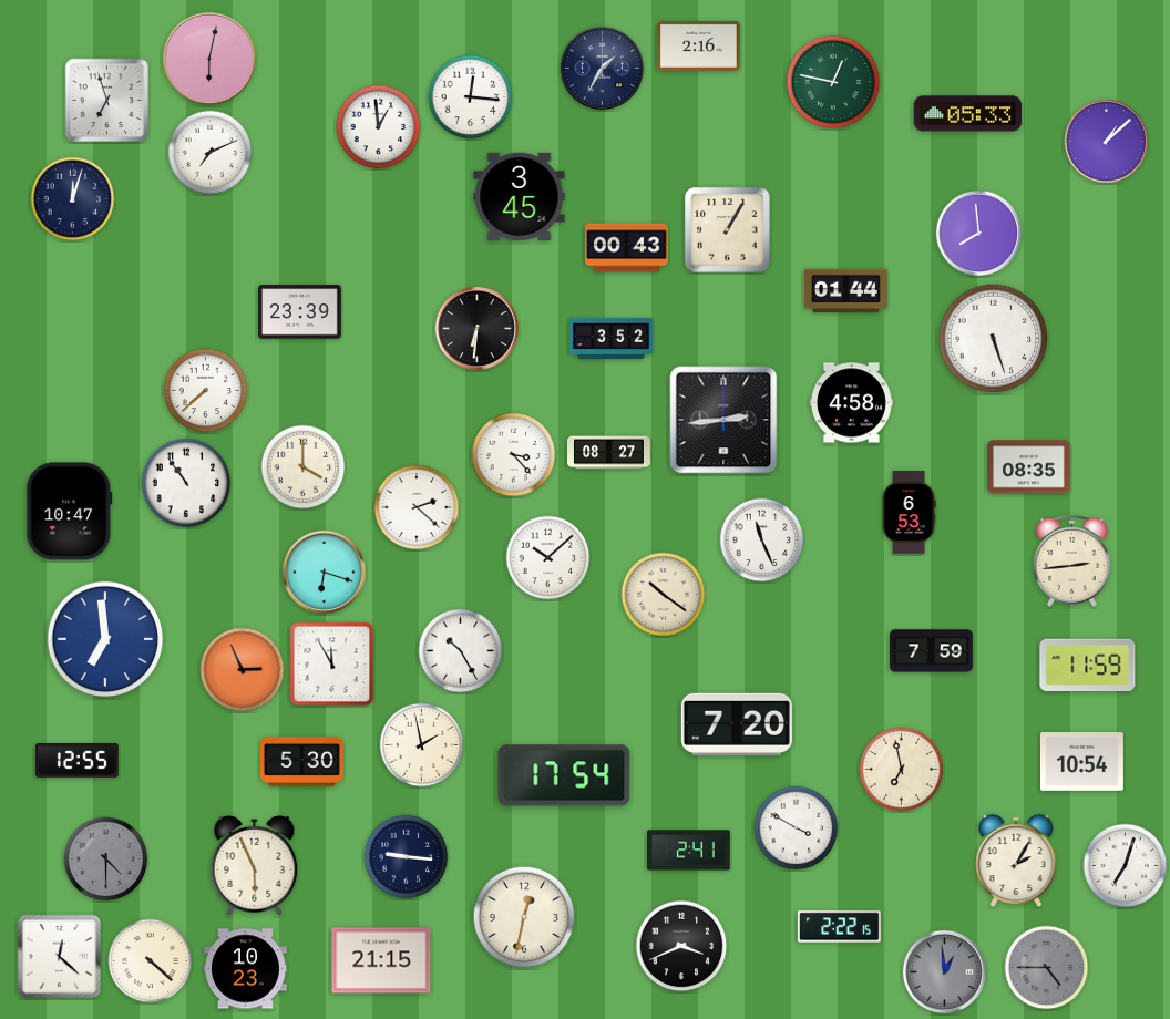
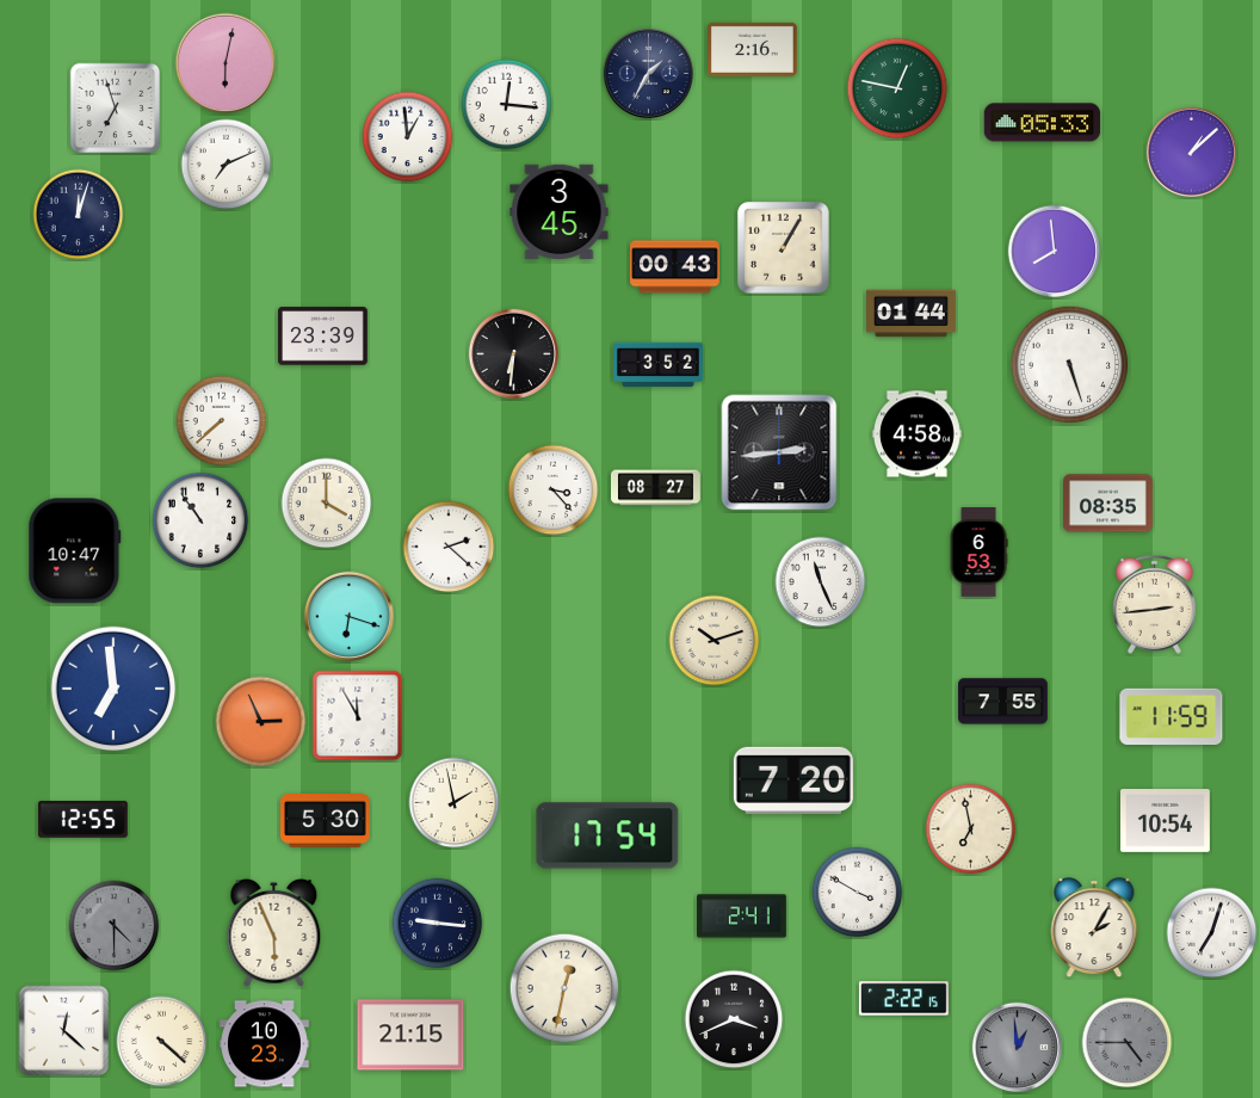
clock at (548, 558): 10:08 -> none
clock at (664, 595): 10:21 -> 10:12
clock at (461, 651): 10:25 -> none
clock at (932, 651): 7:59 -> 7:55
clock at (151, 961) position: (151, 961) -> (162, 1042)
